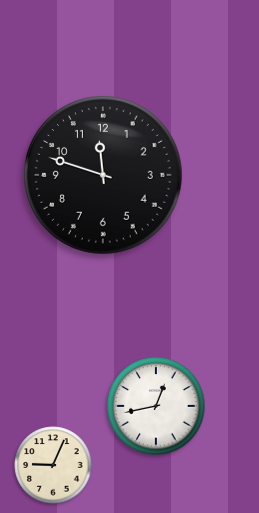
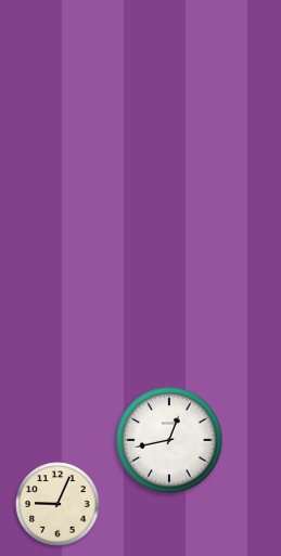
clock at (104, 176): 11:48 -> none
